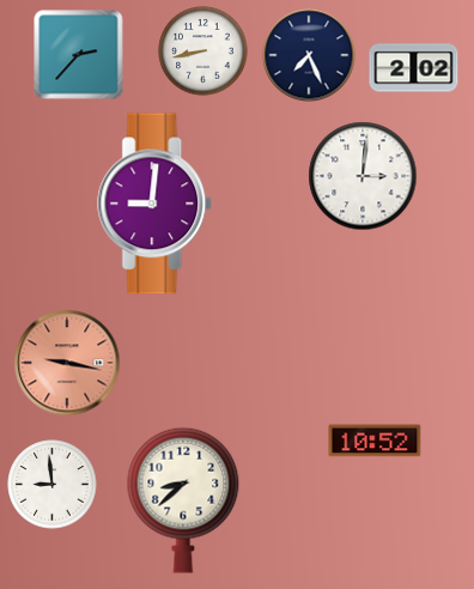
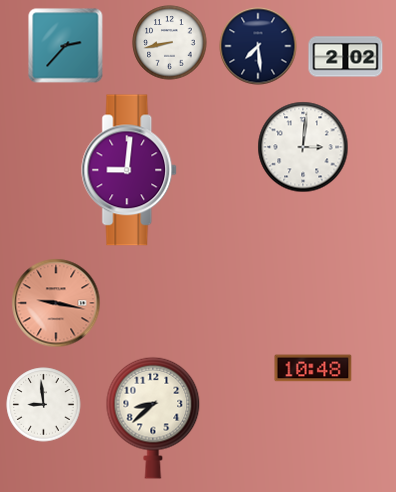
clock at (309, 55): 7:26 -> 7:29
clock at (375, 441): 10:52 -> 10:48
